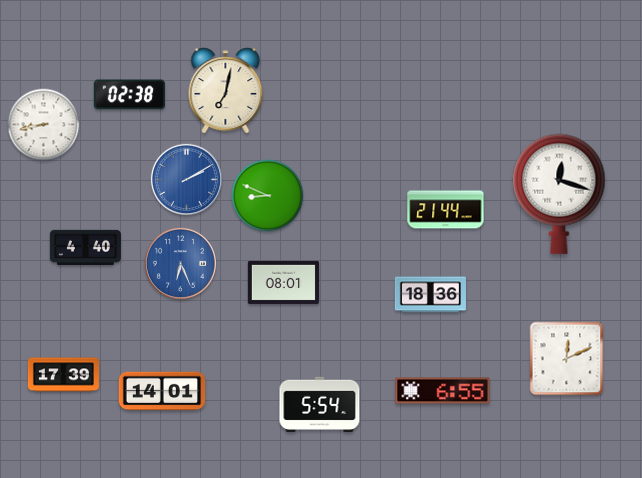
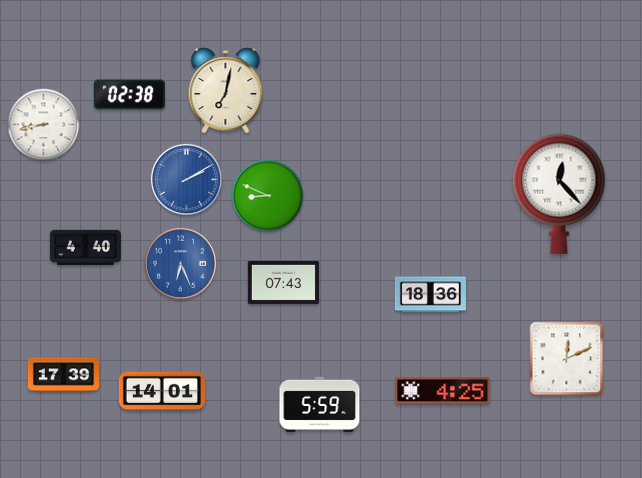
clock at (559, 194): 12:18 -> 12:23
clock at (446, 210): 21:44 -> none
clock at (283, 282): 08:01 -> 07:43
clock at (443, 391): 6:55 -> 4:25
clock at (320, 404): 5:54 -> 5:59
